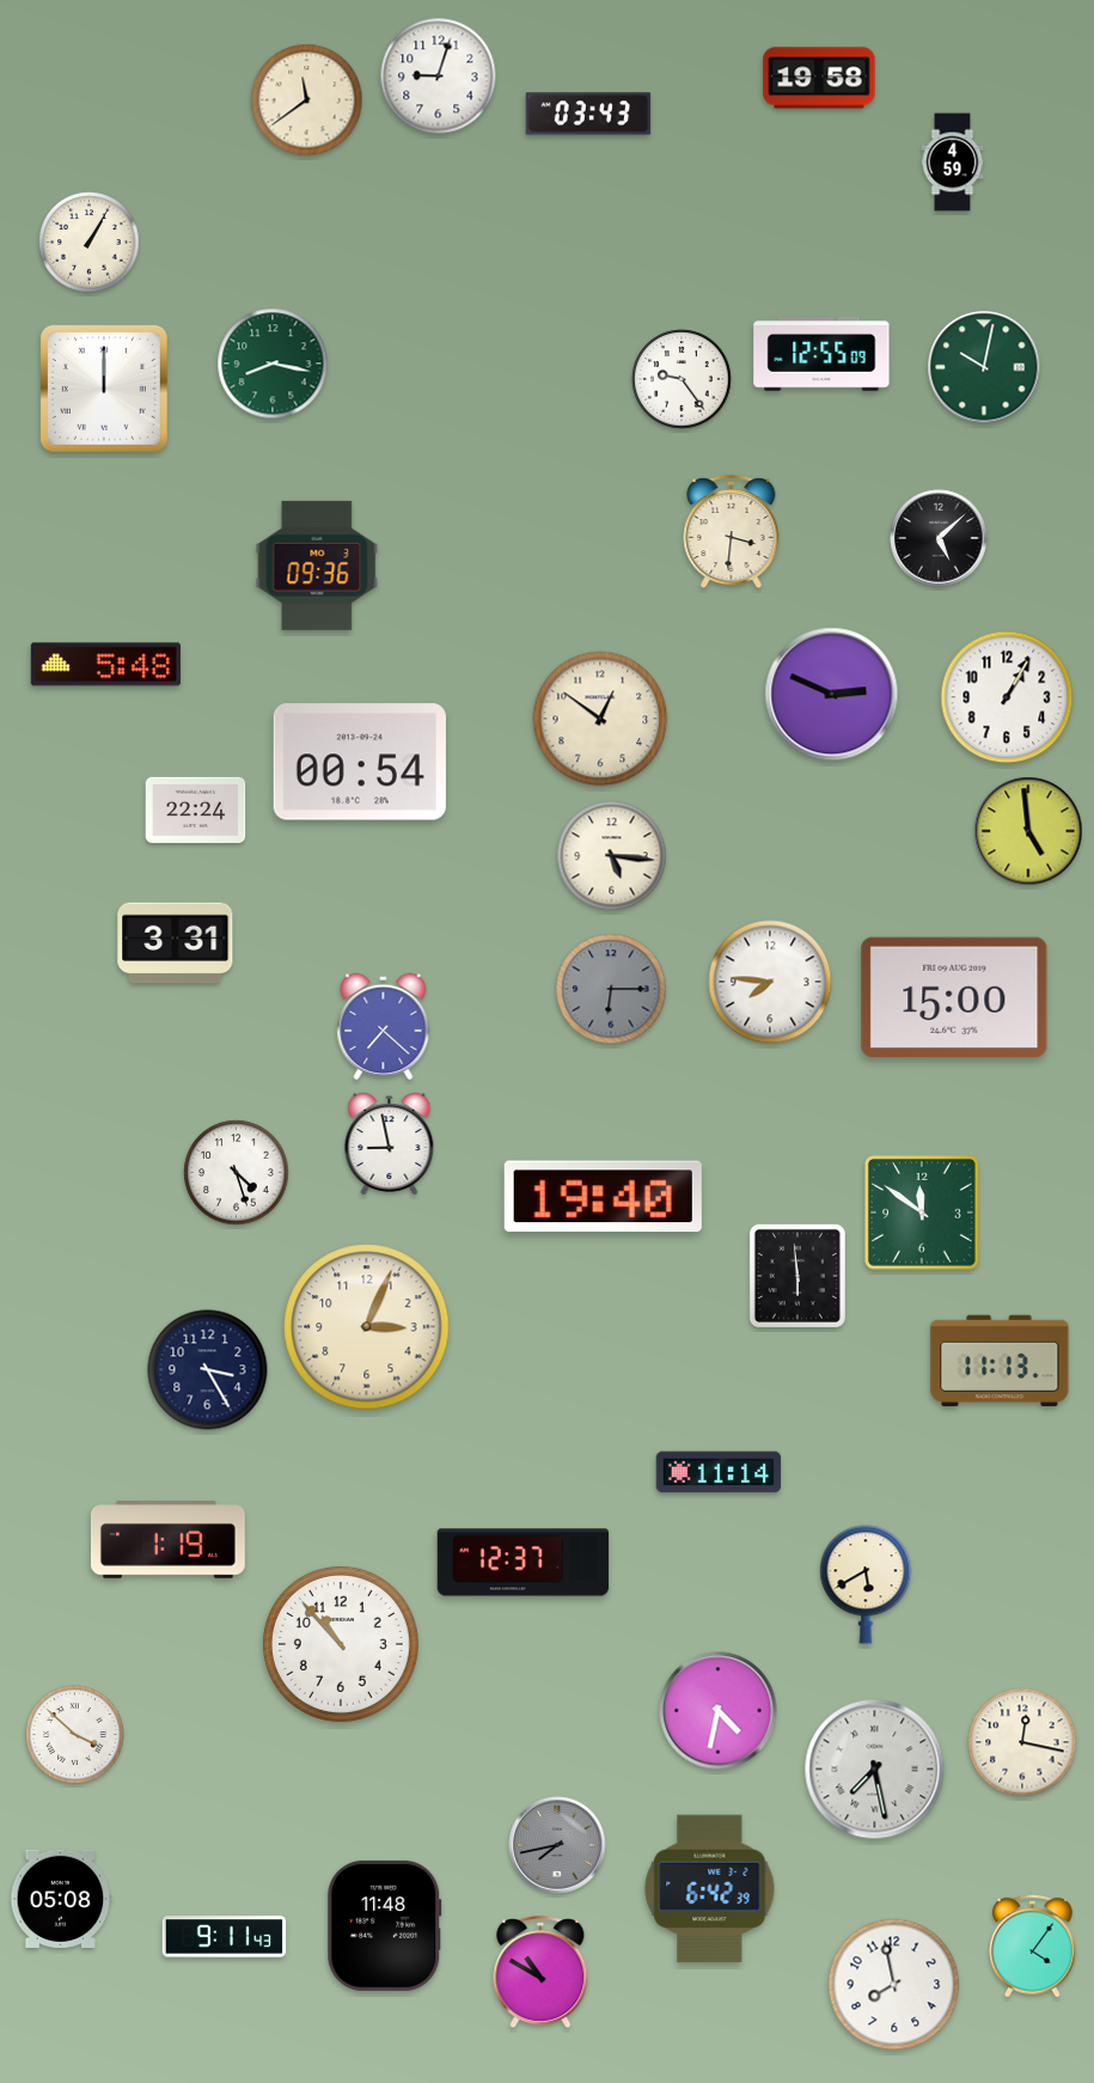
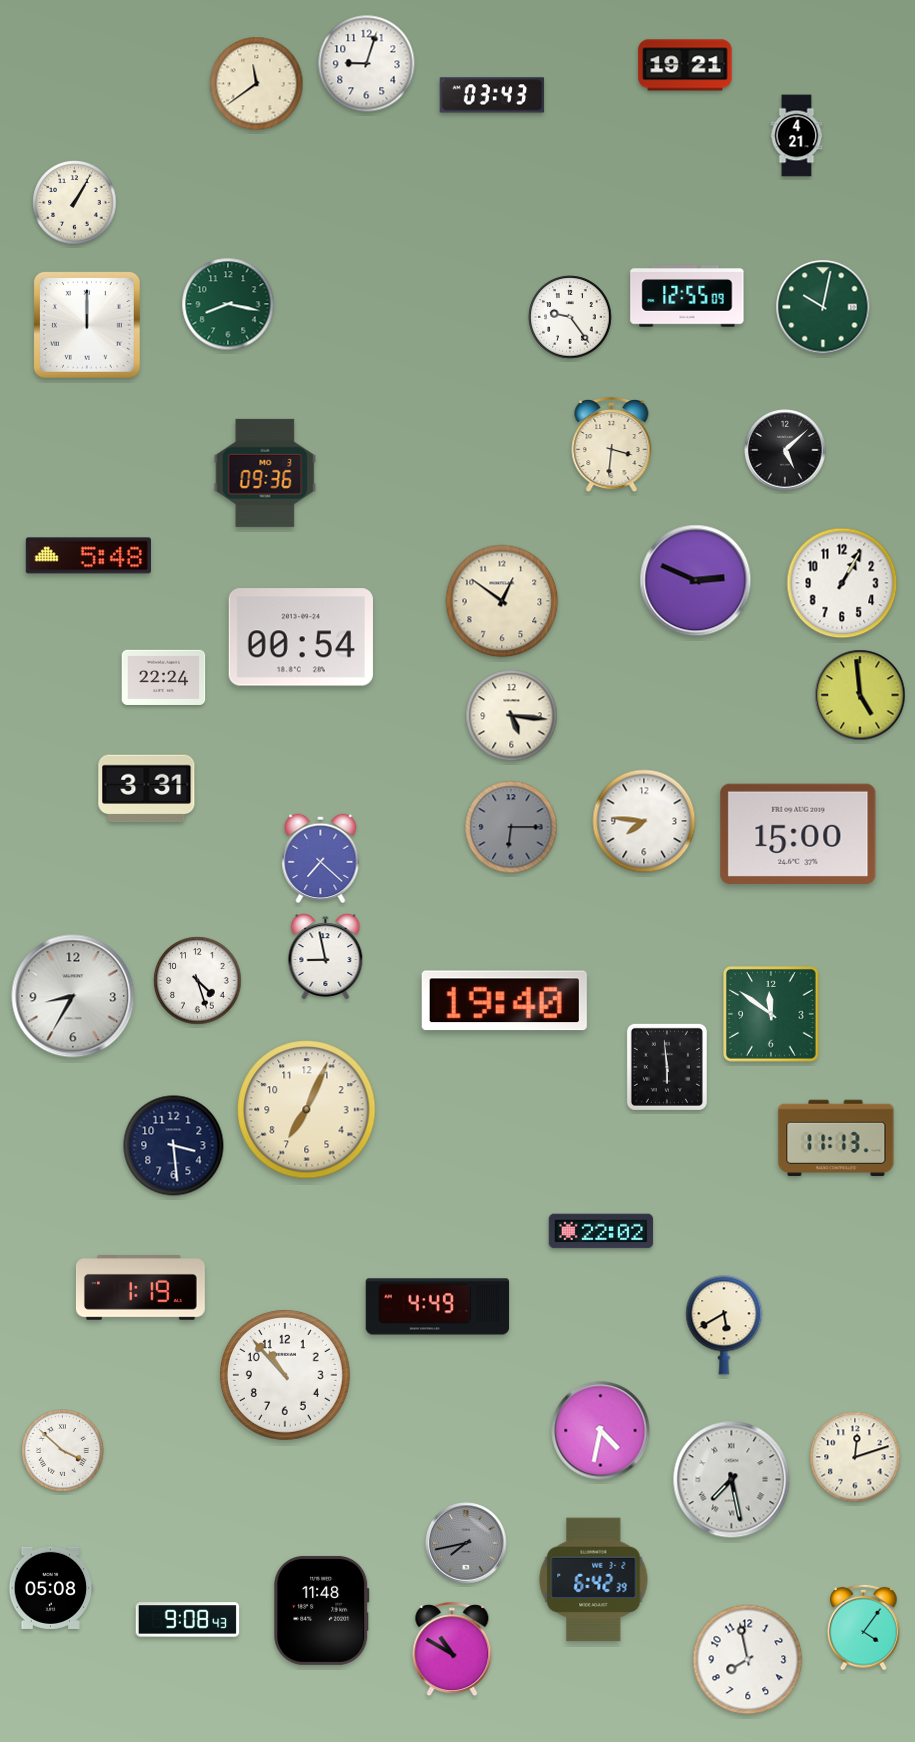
clock at (819, 78): 19:58 -> 19:21
clock at (953, 163): 4:59 -> 4:21
clock at (73, 996): none -> 8:35
clock at (367, 1327): 3:04 -> 7:04
clock at (208, 1370): 3:25 -> 3:29
clock at (719, 1472): 11:14 -> 22:02
clock at (524, 1563): 12:37 -> 4:49
clock at (1022, 1742): 12:17 -> 12:12
clock at (225, 1937): 9:11 -> 9:08
